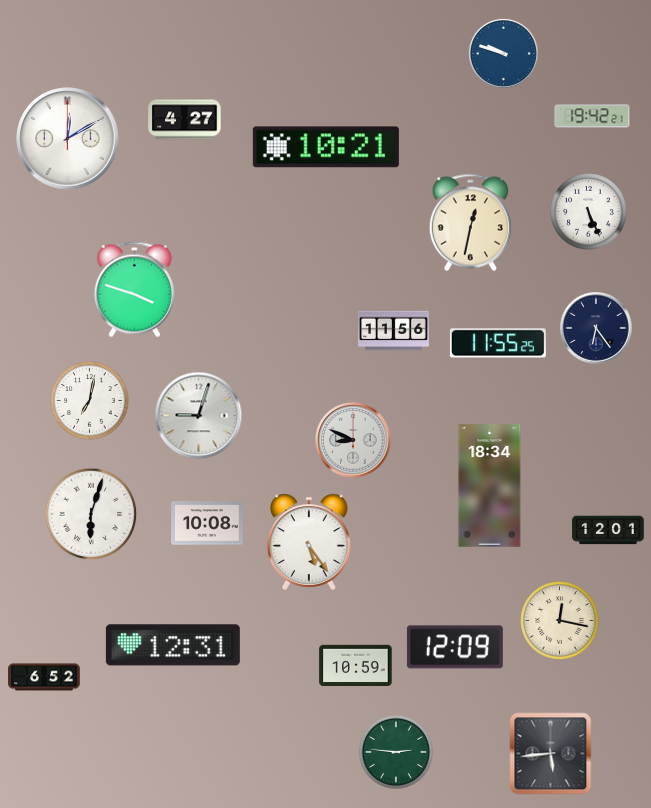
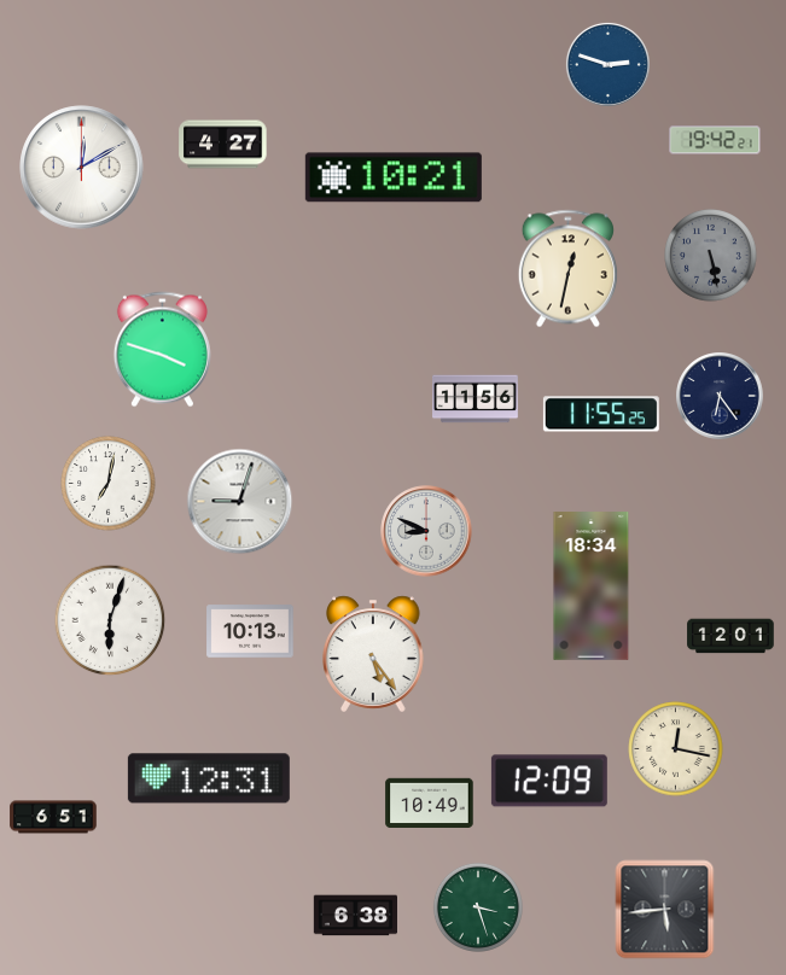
clock at (503, 53): 9:48 -> 2:48
clock at (589, 212): 5:26 -> 5:28
clock at (589, 212) dial: white -> grey
clock at (207, 523): 10:08 -> 10:13
clock at (608, 530) position: (608, 530) -> (730, 636)
clock at (356, 666): 10:59 -> 10:49
clock at (44, 677): 6:52 -> 6:51
clock at (396, 752): 2:46 -> 3:27
clock at (355, 916): none -> 6:38
